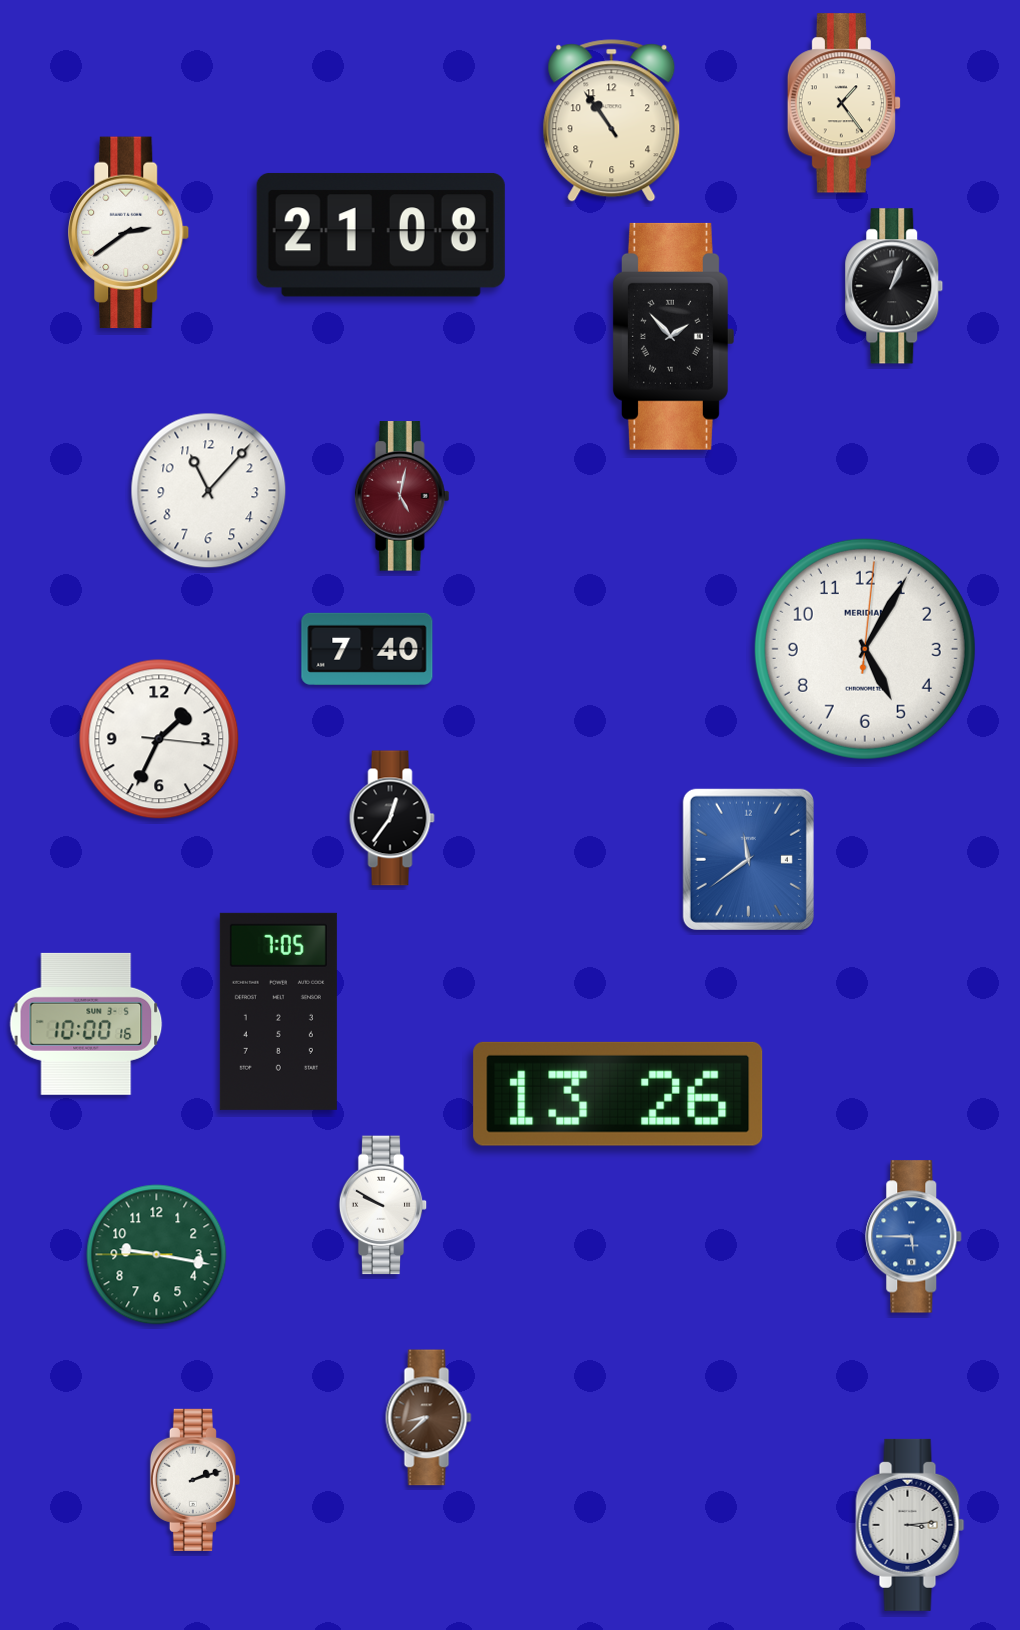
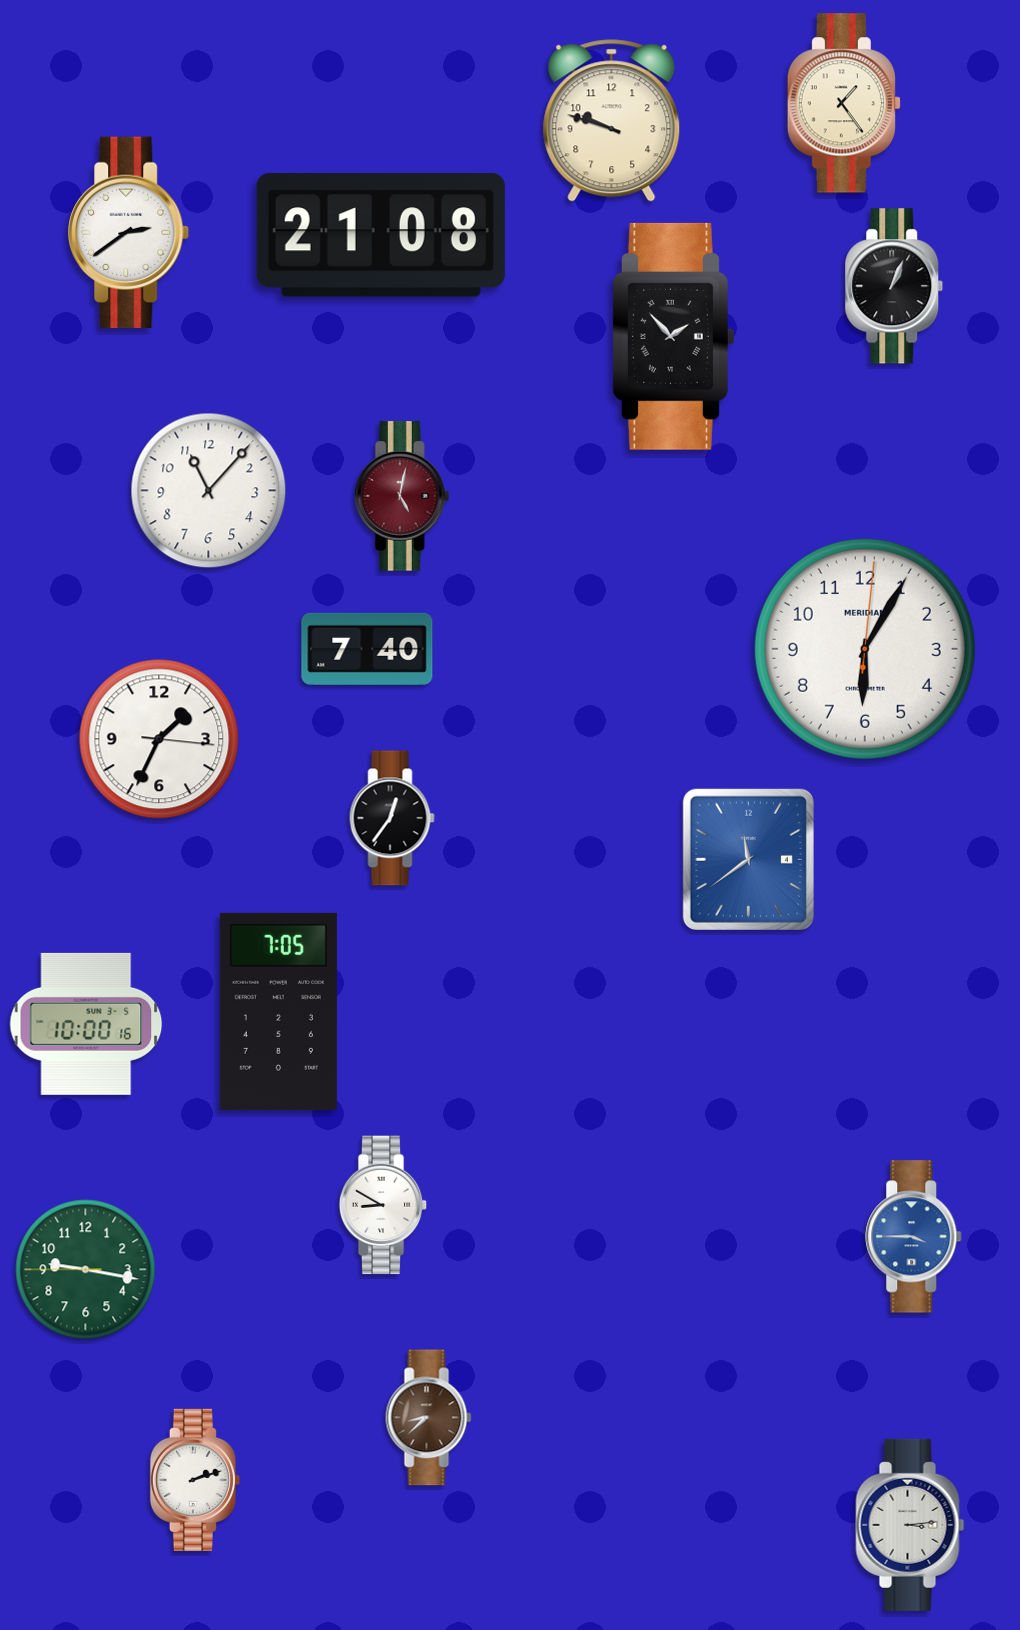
clock at (612, 121): 10:54 -> 9:48
clock at (865, 649): 5:05 -> 6:05
clock at (618, 1094): 13:26 -> none
clock at (383, 1205): 9:50 -> 8:50
clock at (914, 1237): 5:45 -> 3:45
clock at (157, 1255) position: (157, 1255) -> (86, 1270)
